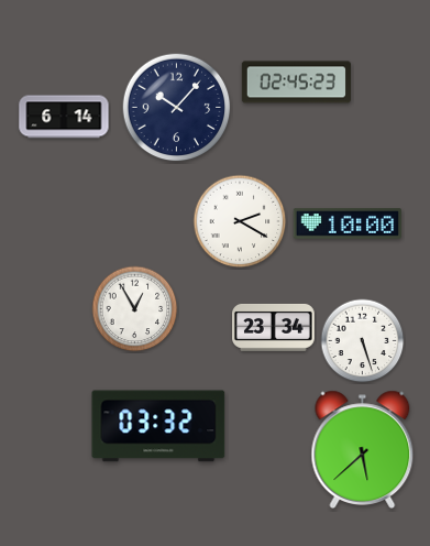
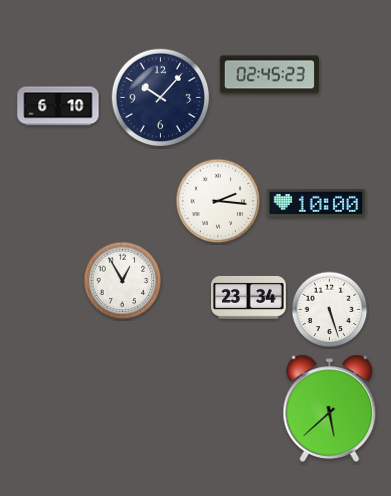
clock at (64, 117): 6:14 -> 6:10
clock at (240, 221): 2:20 -> 2:16
clock at (158, 426): 03:32 -> none
